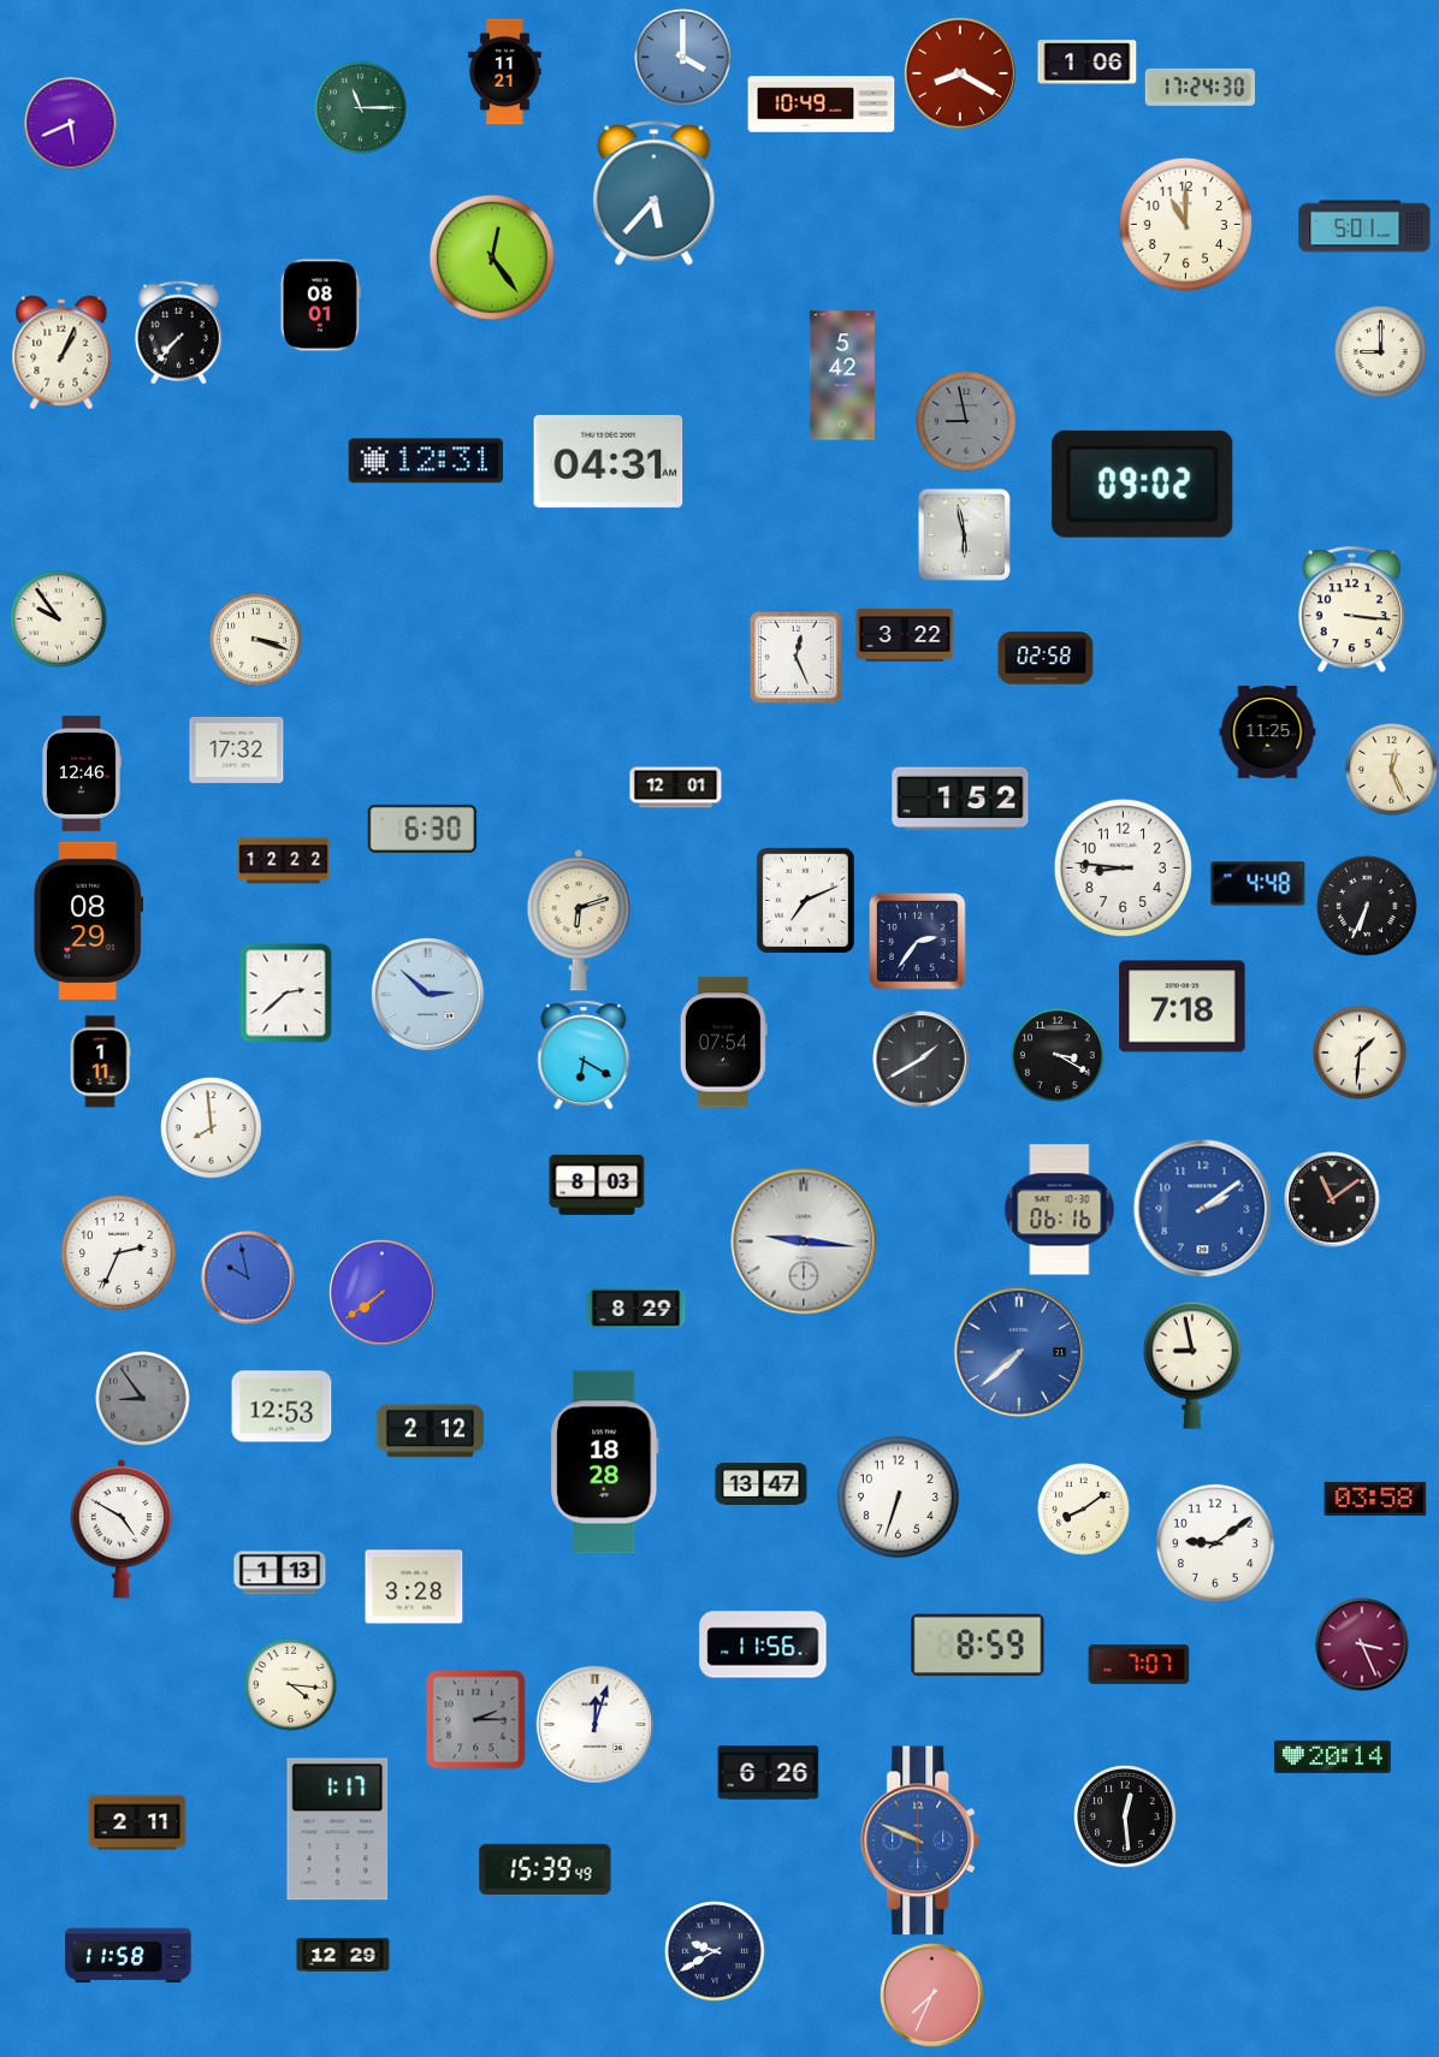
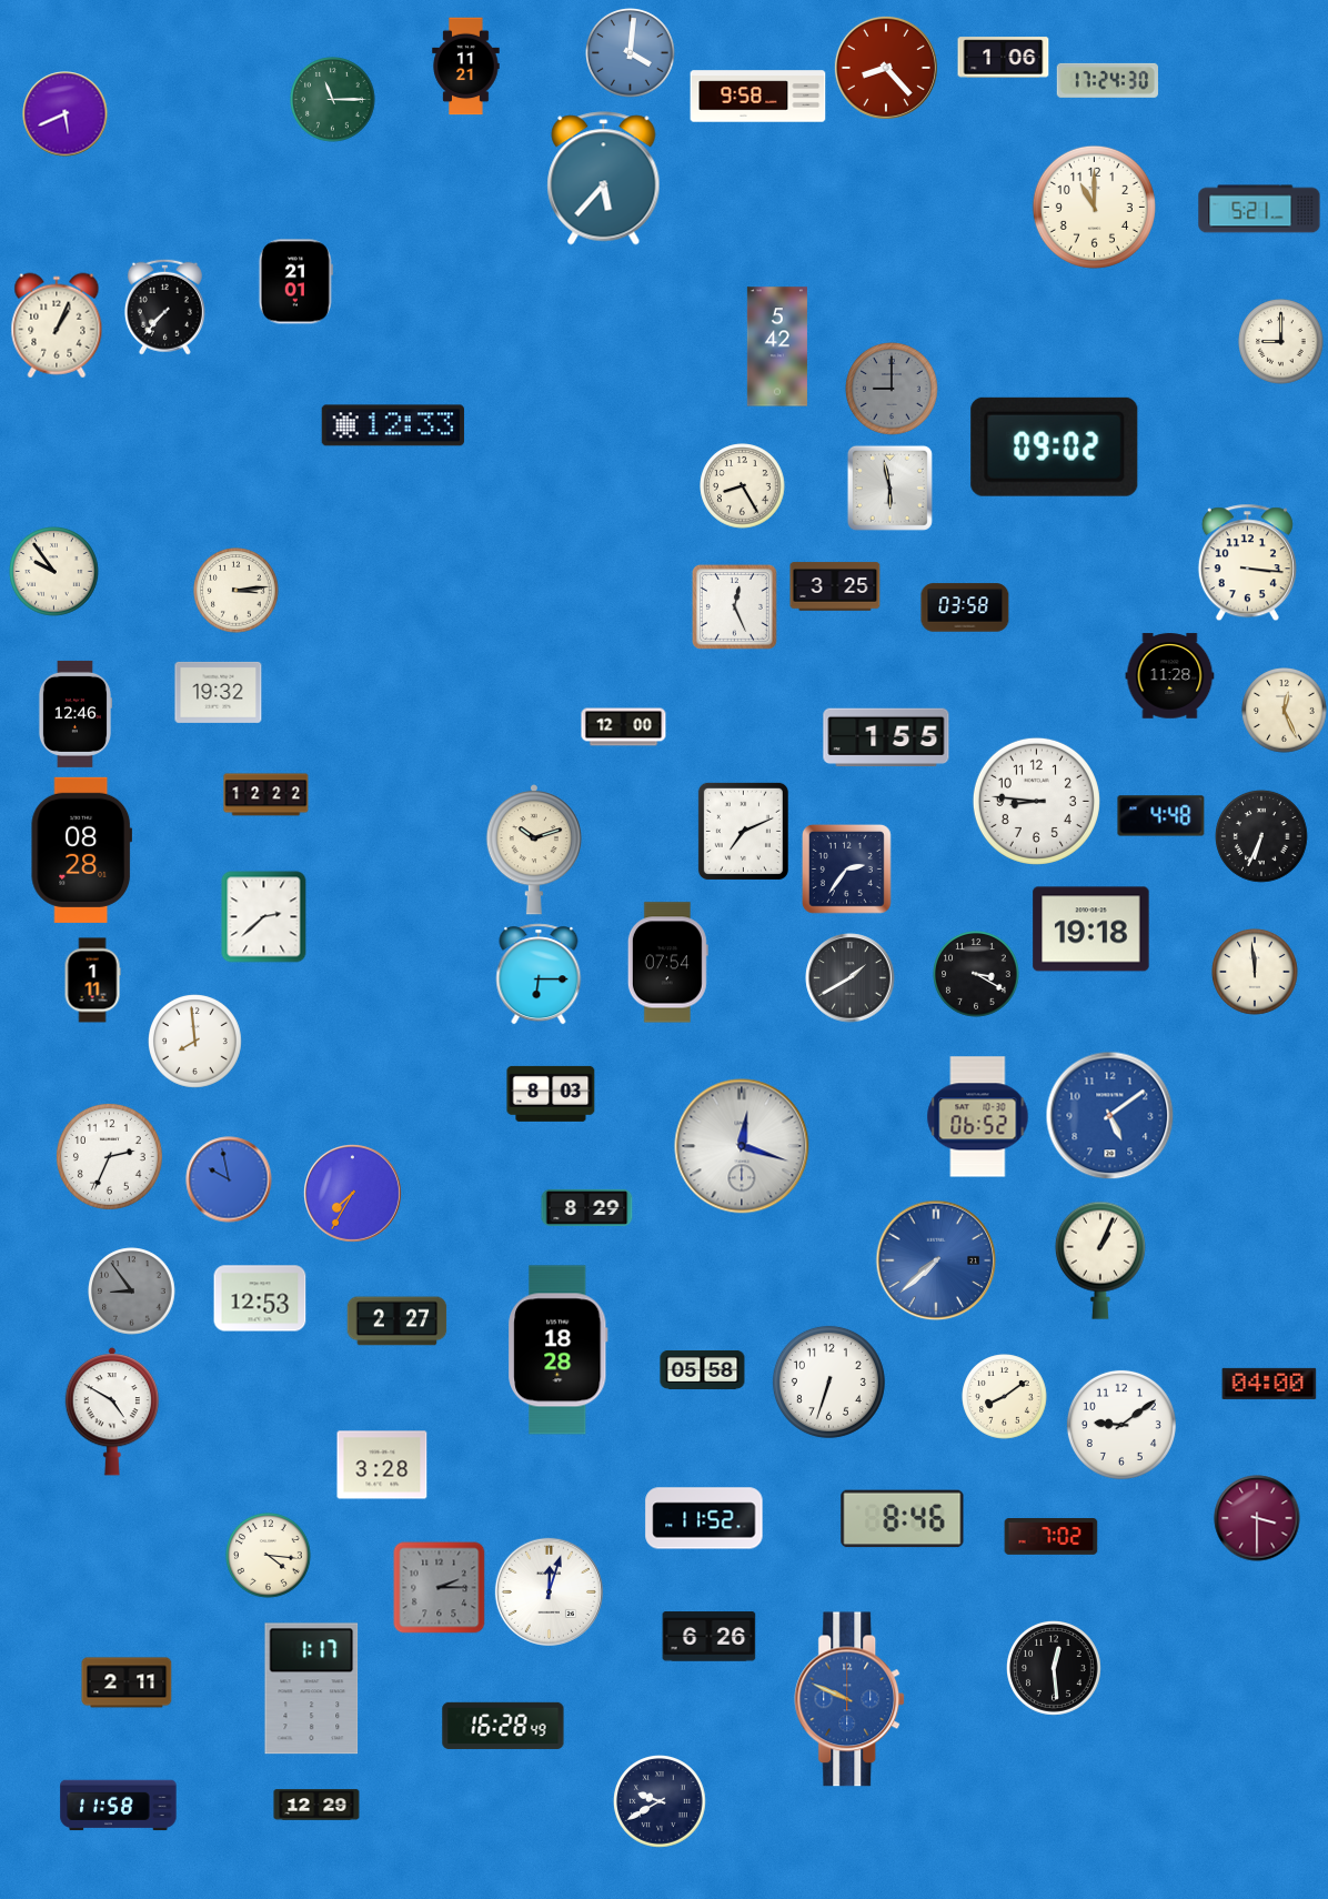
clock at (683, 58): 4:00 -> 4:01
clock at (960, 73): 8:20 -> 8:23
clock at (822, 105): 10:49 -> 9:58
clock at (1364, 226): 5:01 -> 5:21
clock at (492, 257): 12:24 -> none
clock at (320, 306): 08:01 -> 21:01
clock at (1381, 352) position: (1381, 352) -> (1281, 342)
clock at (967, 422): 8:58 -> 9:00
clock at (426, 461): 12:31 -> 12:33
clock at (609, 461): 04:31 -> none
clock at (743, 486): none -> 8:25
clock at (964, 534) position: (964, 534) -> (889, 488)
clock at (905, 635): 3:22 -> 3:25
clock at (256, 640): 3:18 -> 3:14
clock at (1046, 658): 02:58 -> 03:58
clock at (1268, 733): 11:25 -> 11:28
clock at (237, 749): 17:32 -> 19:32
clock at (676, 788): 12:01 -> 12:00
clock at (960, 799): 1:52 -> 1:55
clock at (421, 829): 6:30 -> none
clock at (284, 861) position: (284, 861) -> (266, 795)
clock at (88, 920): 08:29 -> 08:28
clock at (579, 920): 6:12 -> 10:12
clock at (427, 994): 2:52 -> none
clock at (1183, 1007): 7:18 -> 19:18
clock at (1360, 1053): 1:31 -> 11:59
clock at (584, 1055): 6:20 -> 6:15
clock at (1332, 1199): 11:09 -> none
clock at (1203, 1209): 2:09 -> 5:09
clock at (1060, 1210): 06:16 -> 06:52
clock at (804, 1241): 9:16 -> 12:18
clock at (383, 1293): 7:39 -> 7:35
clock at (1019, 1352) position: (1019, 1352) -> (936, 1260)
clock at (1192, 1365): 8:58 -> 1:04
clock at (431, 1431): 2:12 -> 2:27
clock at (762, 1483): 13:47 -> 05:58
clock at (1375, 1499): 03:58 -> 04:00
clock at (1084, 1510) position: (1084, 1510) -> (1005, 1397)
clock at (280, 1573): 1:13 -> none
clock at (763, 1644): 11:56 -> 11:52
clock at (1362, 1644): 3:26 -> 3:30
clock at (978, 1646): 8:59 -> 8:46
clock at (1139, 1665): 7:07 -> 7:02
clock at (1332, 1756): 20:14 -> none
clock at (1126, 1818) position: (1126, 1818) -> (1055, 1669)
clock at (545, 1869): 15:39 -> 16:28
clock at (932, 1996): 7:34 -> none
